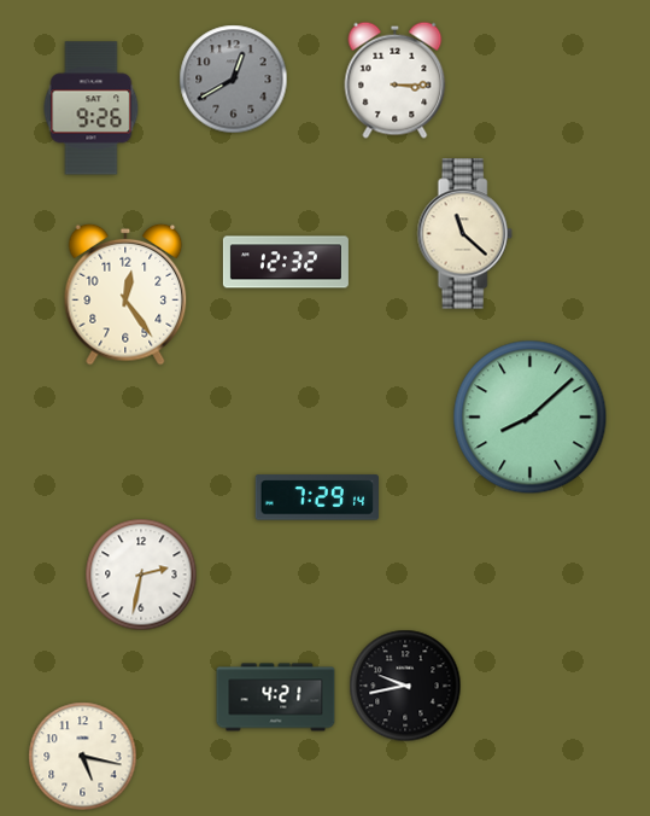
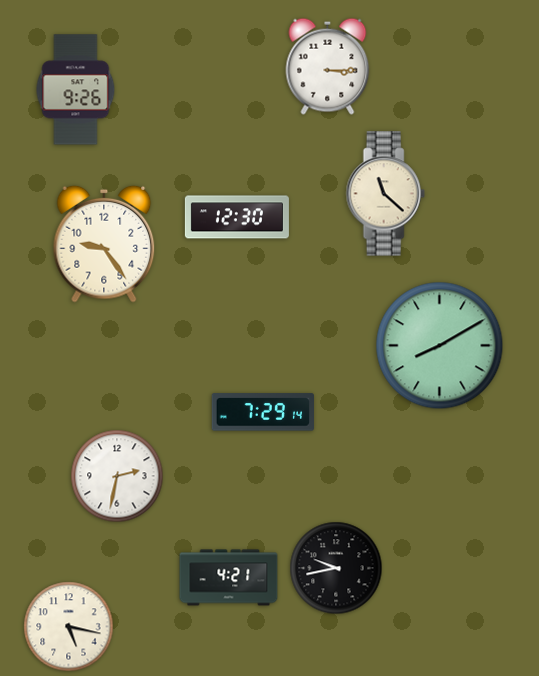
clock at (234, 80): 12:40 -> none
clock at (286, 262): 12:32 -> 12:30
clock at (125, 295): 12:24 -> 9:24
clock at (531, 418): 8:08 -> 8:10
